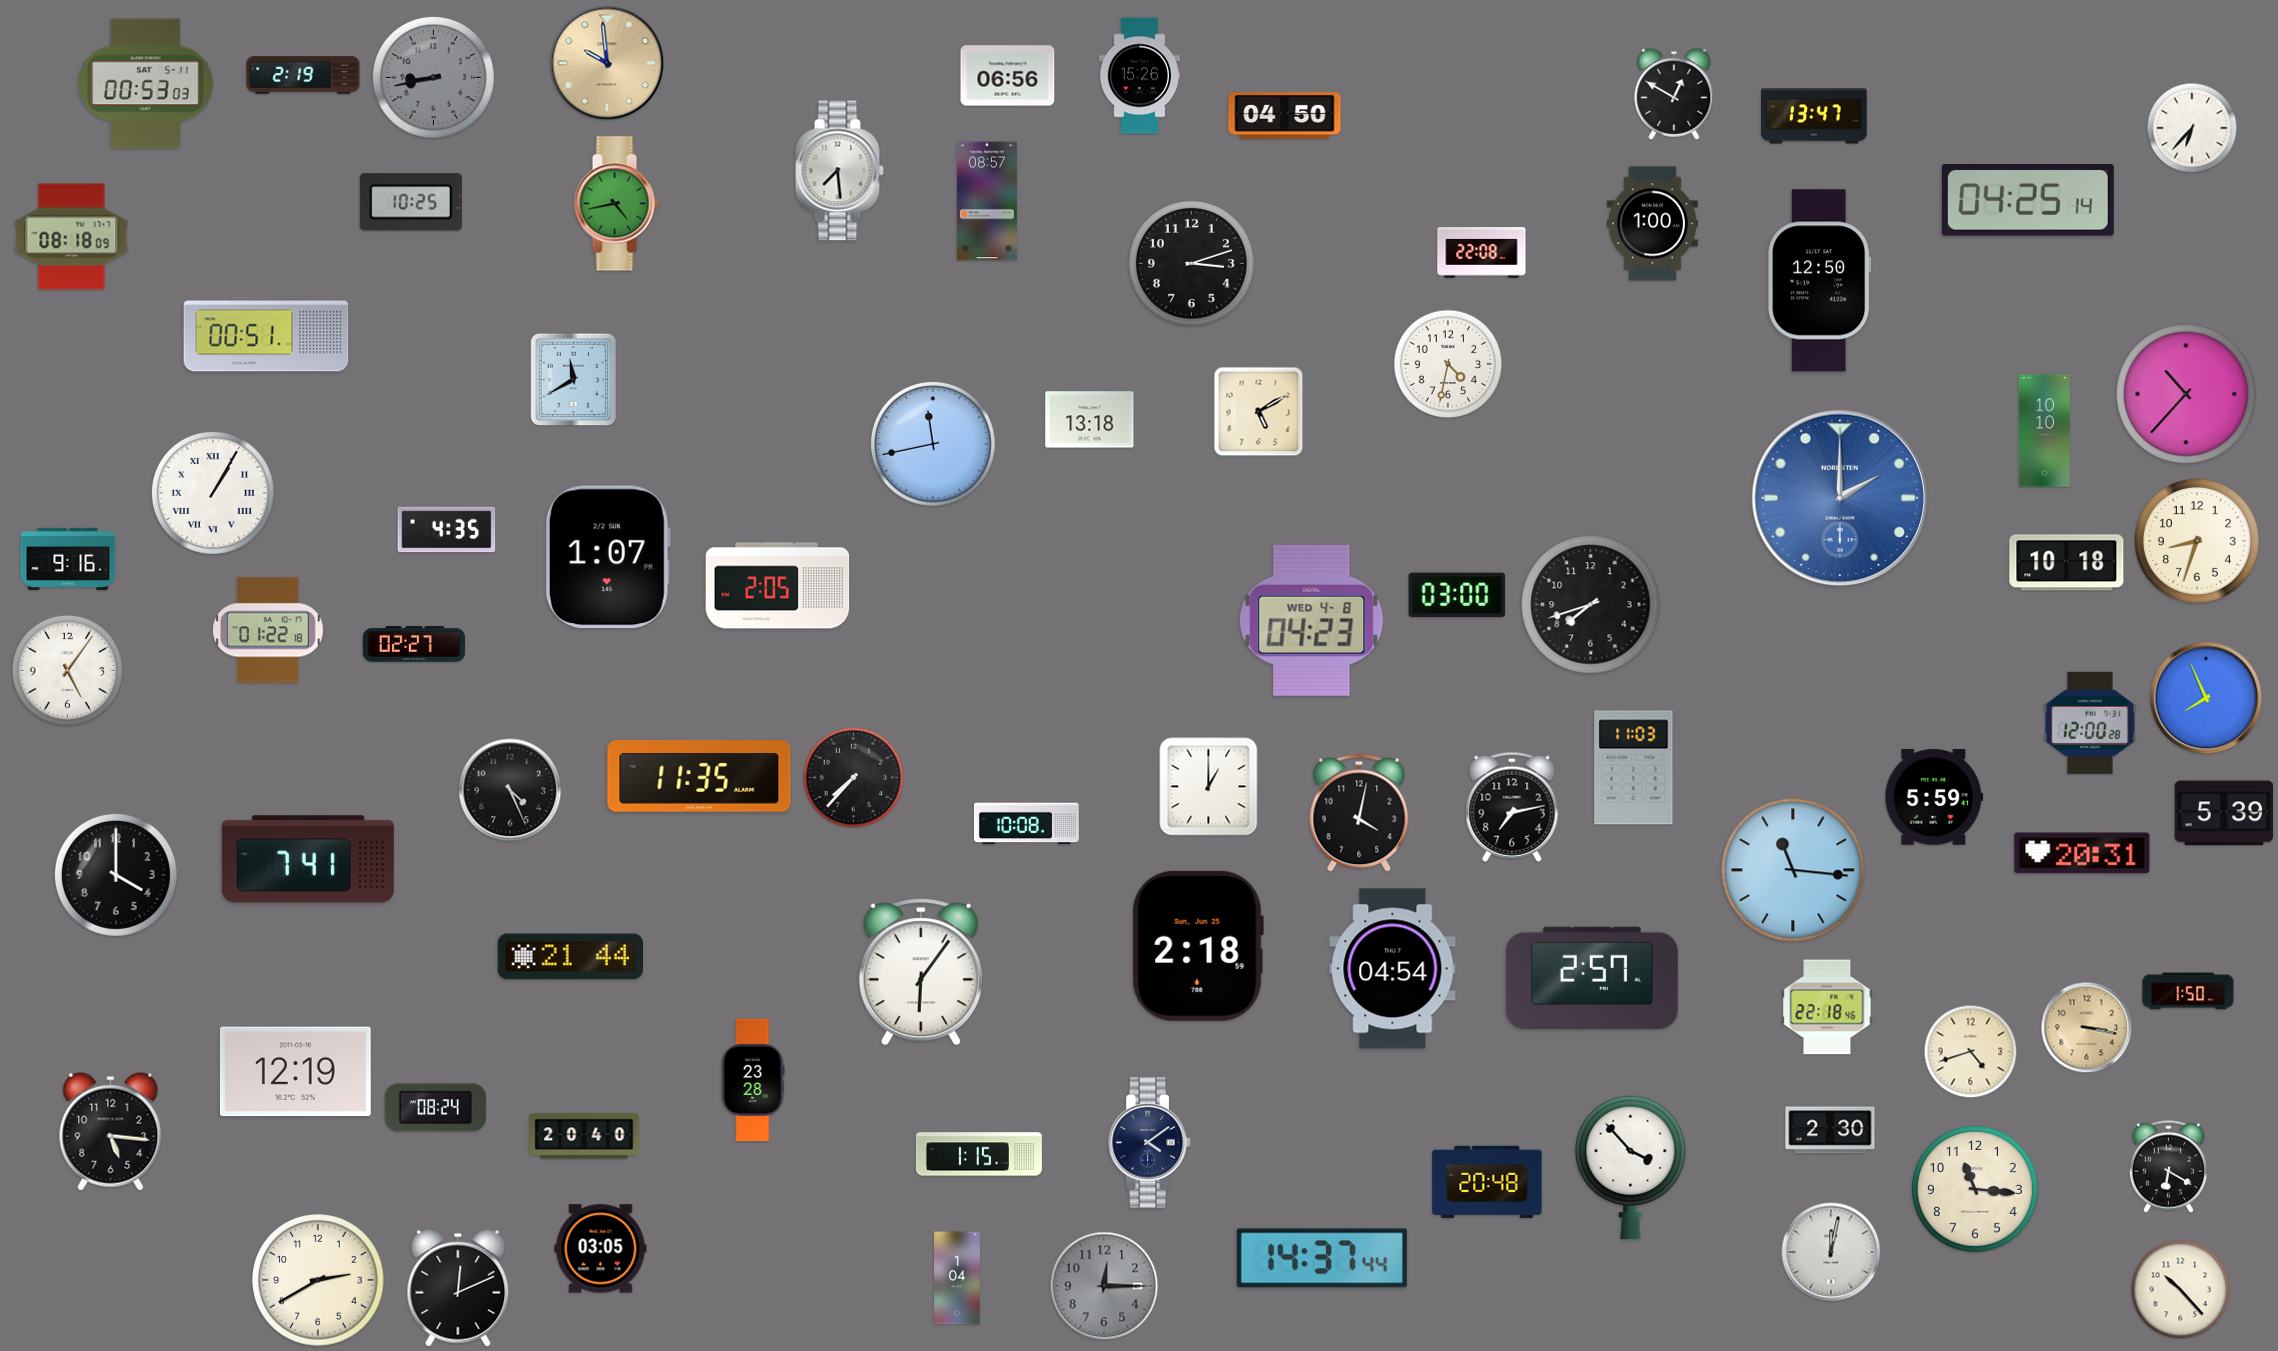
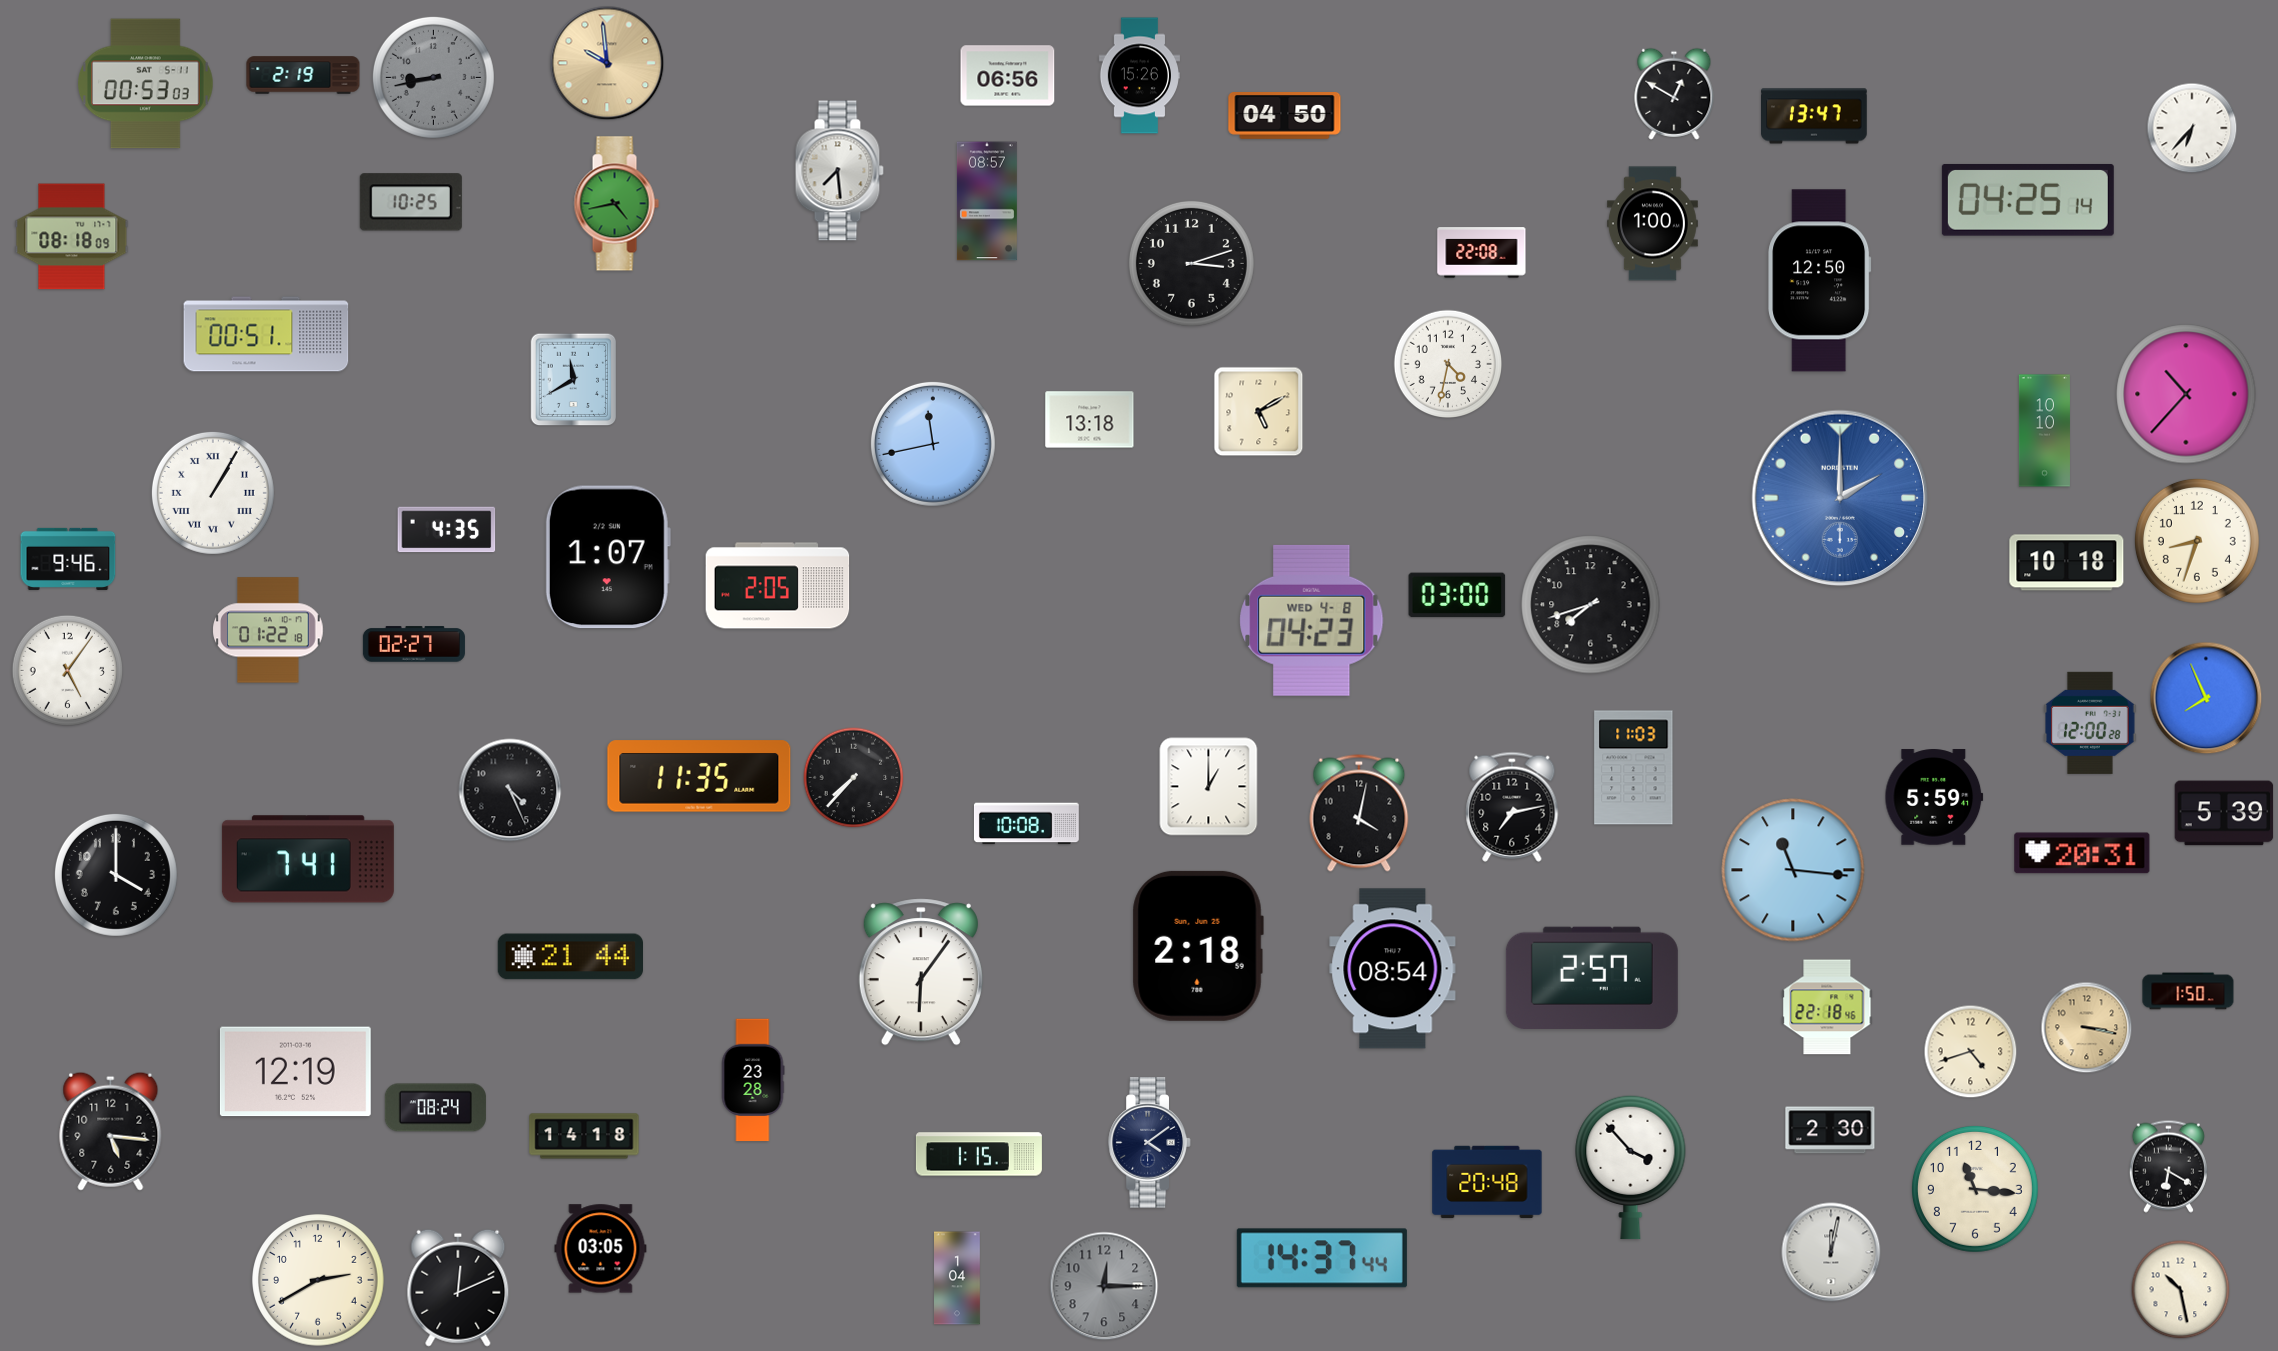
clock at (68, 559): 9:16 -> 9:46
clock at (1393, 969): 04:54 -> 08:54
clock at (584, 1136): 20:40 -> 14:18
clock at (2181, 1290): 10:23 -> 10:28
